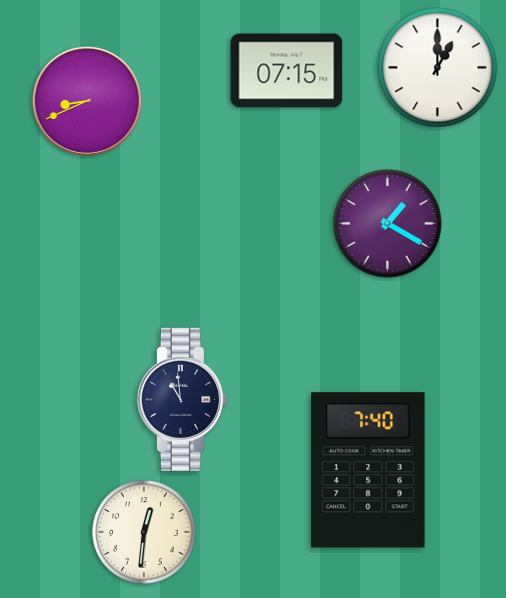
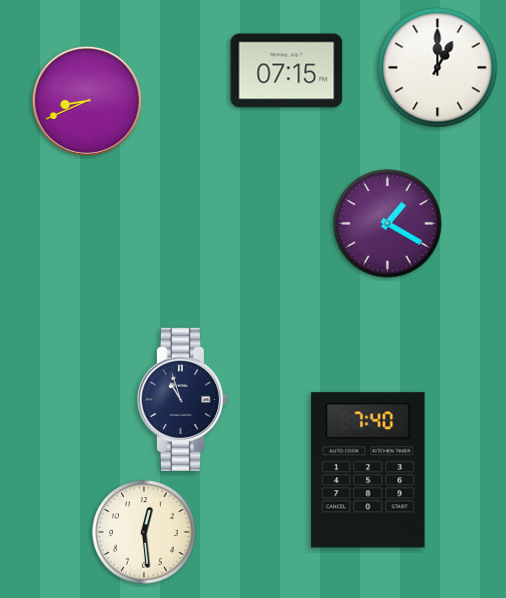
clock at (182, 399): 10:59 -> 10:57
clock at (144, 532): 12:31 -> 12:29
